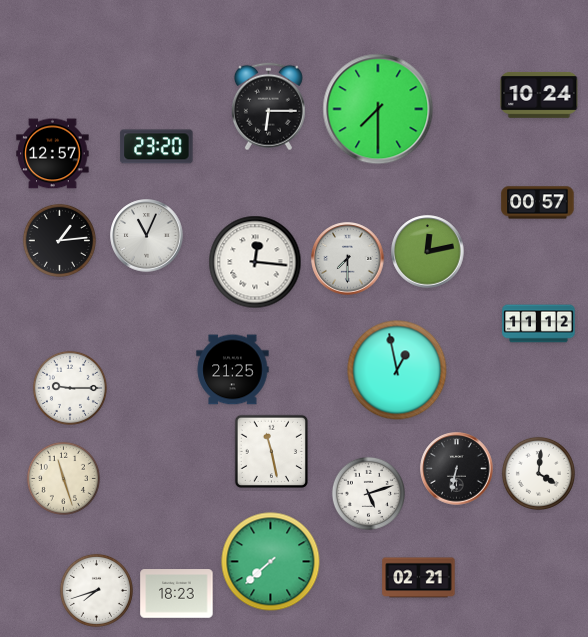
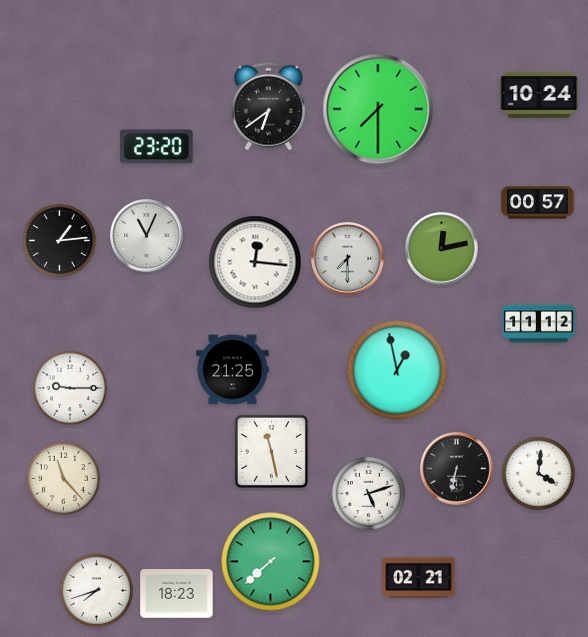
clock at (268, 107): 6:15 -> 6:39
clock at (53, 154): 12:57 -> none
clock at (428, 252) position: (428, 252) -> (442, 249)
clock at (63, 478): 11:27 -> 11:23
